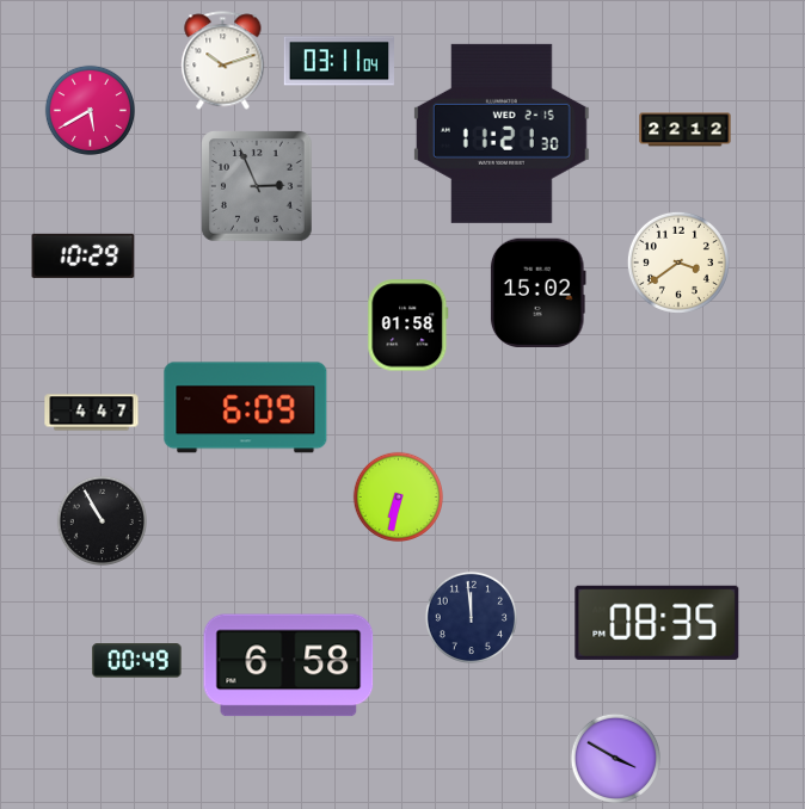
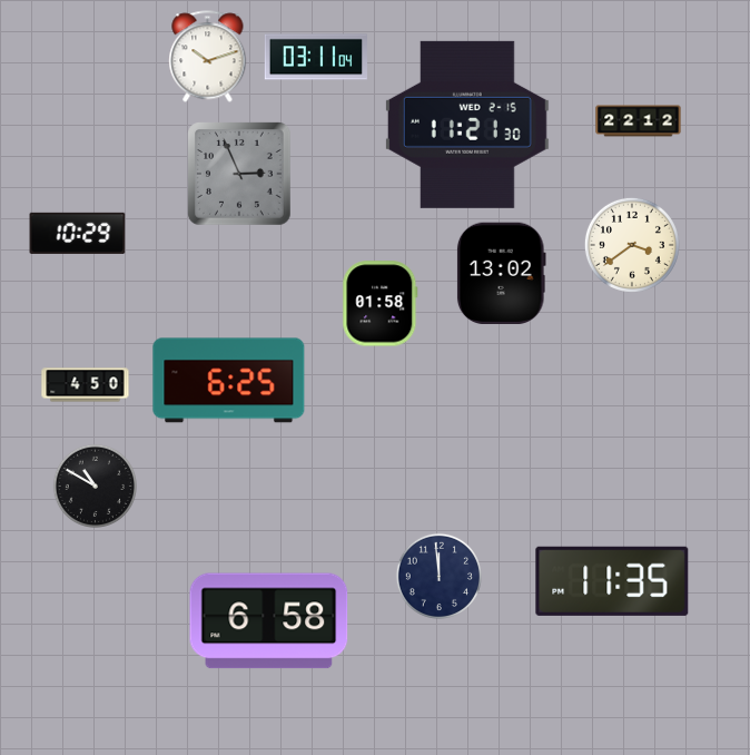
clock at (90, 110): 5:40 -> none
clock at (84, 255) position: (84, 255) -> (78, 233)
clock at (537, 292): 15:02 -> 13:02
clock at (246, 408): 6:09 -> 6:25
clock at (92, 413): 4:47 -> 4:50
clock at (398, 496): 6:32 -> none
clock at (102, 520): 10:55 -> 10:50
clock at (657, 623): 08:35 -> 11:35
clock at (137, 661): 00:49 -> none
clock at (615, 758): 3:50 -> none
